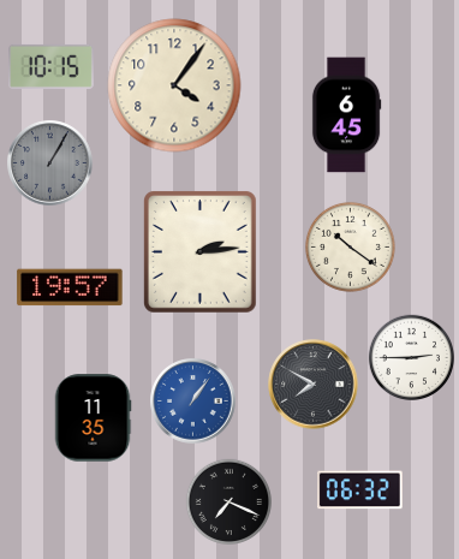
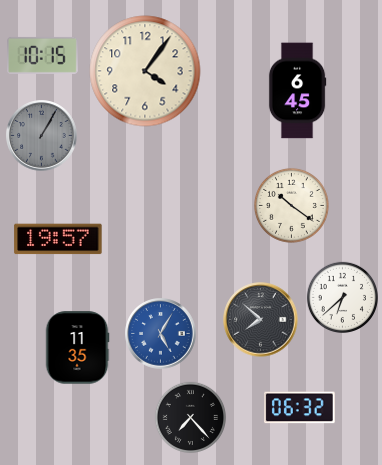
clock at (346, 115) position: (346, 115) -> (297, 91)
clock at (201, 252): 2:14 -> none
clock at (411, 357): 2:45 -> 6:38
clock at (314, 385): 7:50 -> 7:52
clock at (193, 402): 1:06 -> 5:05
clock at (228, 501): 7:19 -> 7:23
